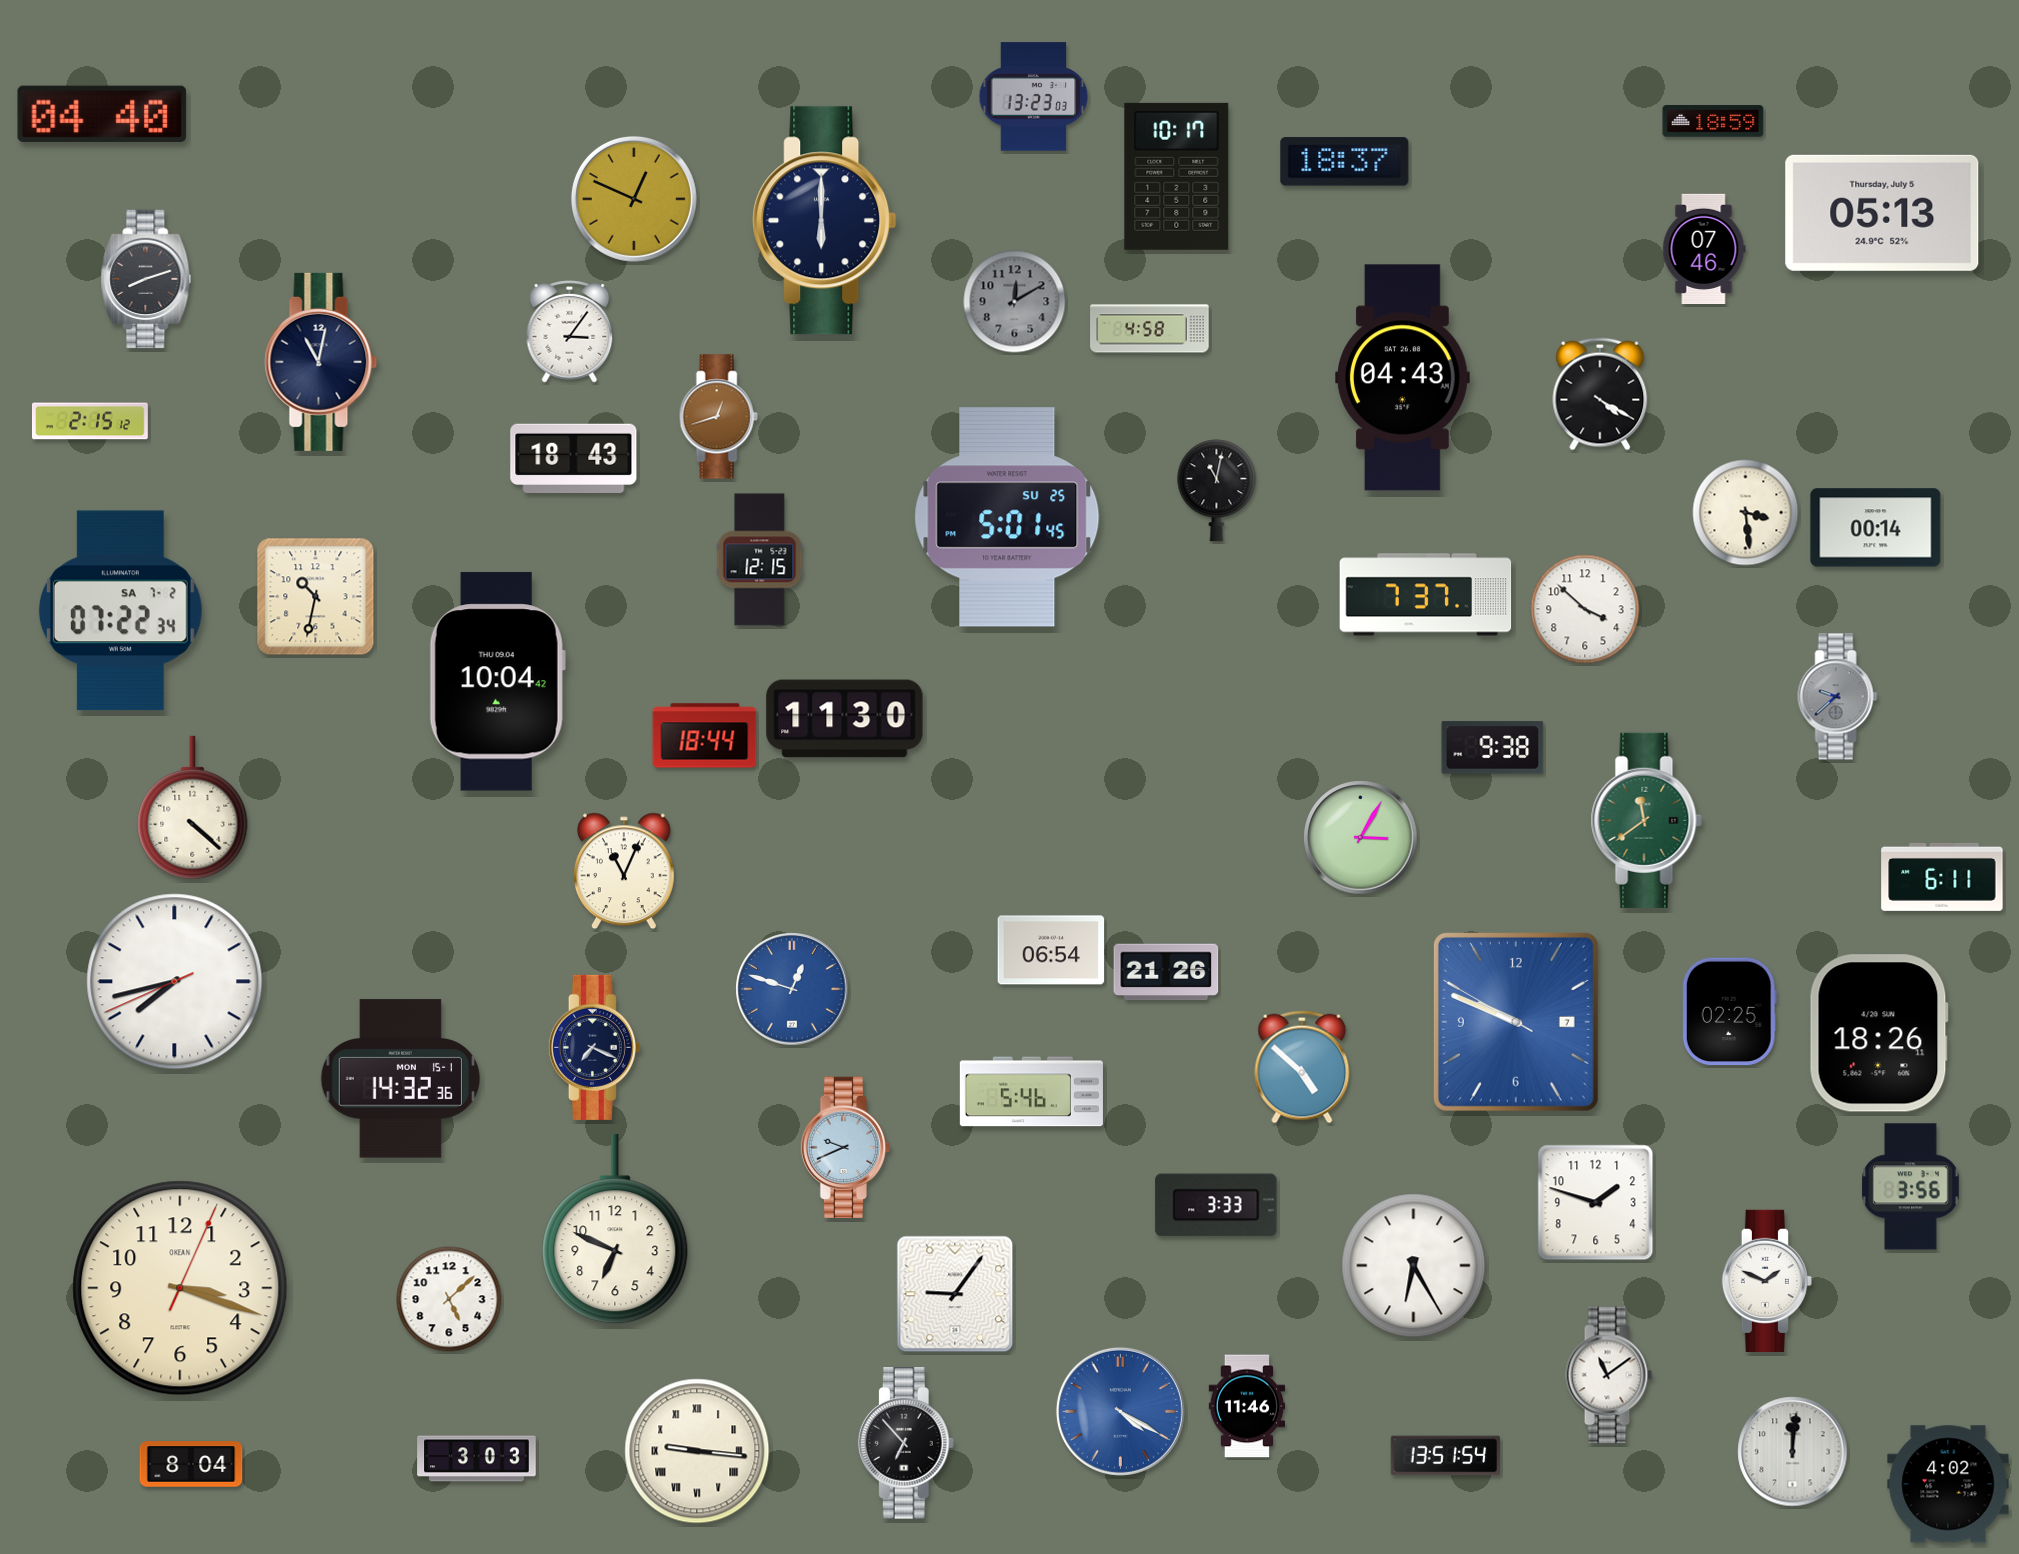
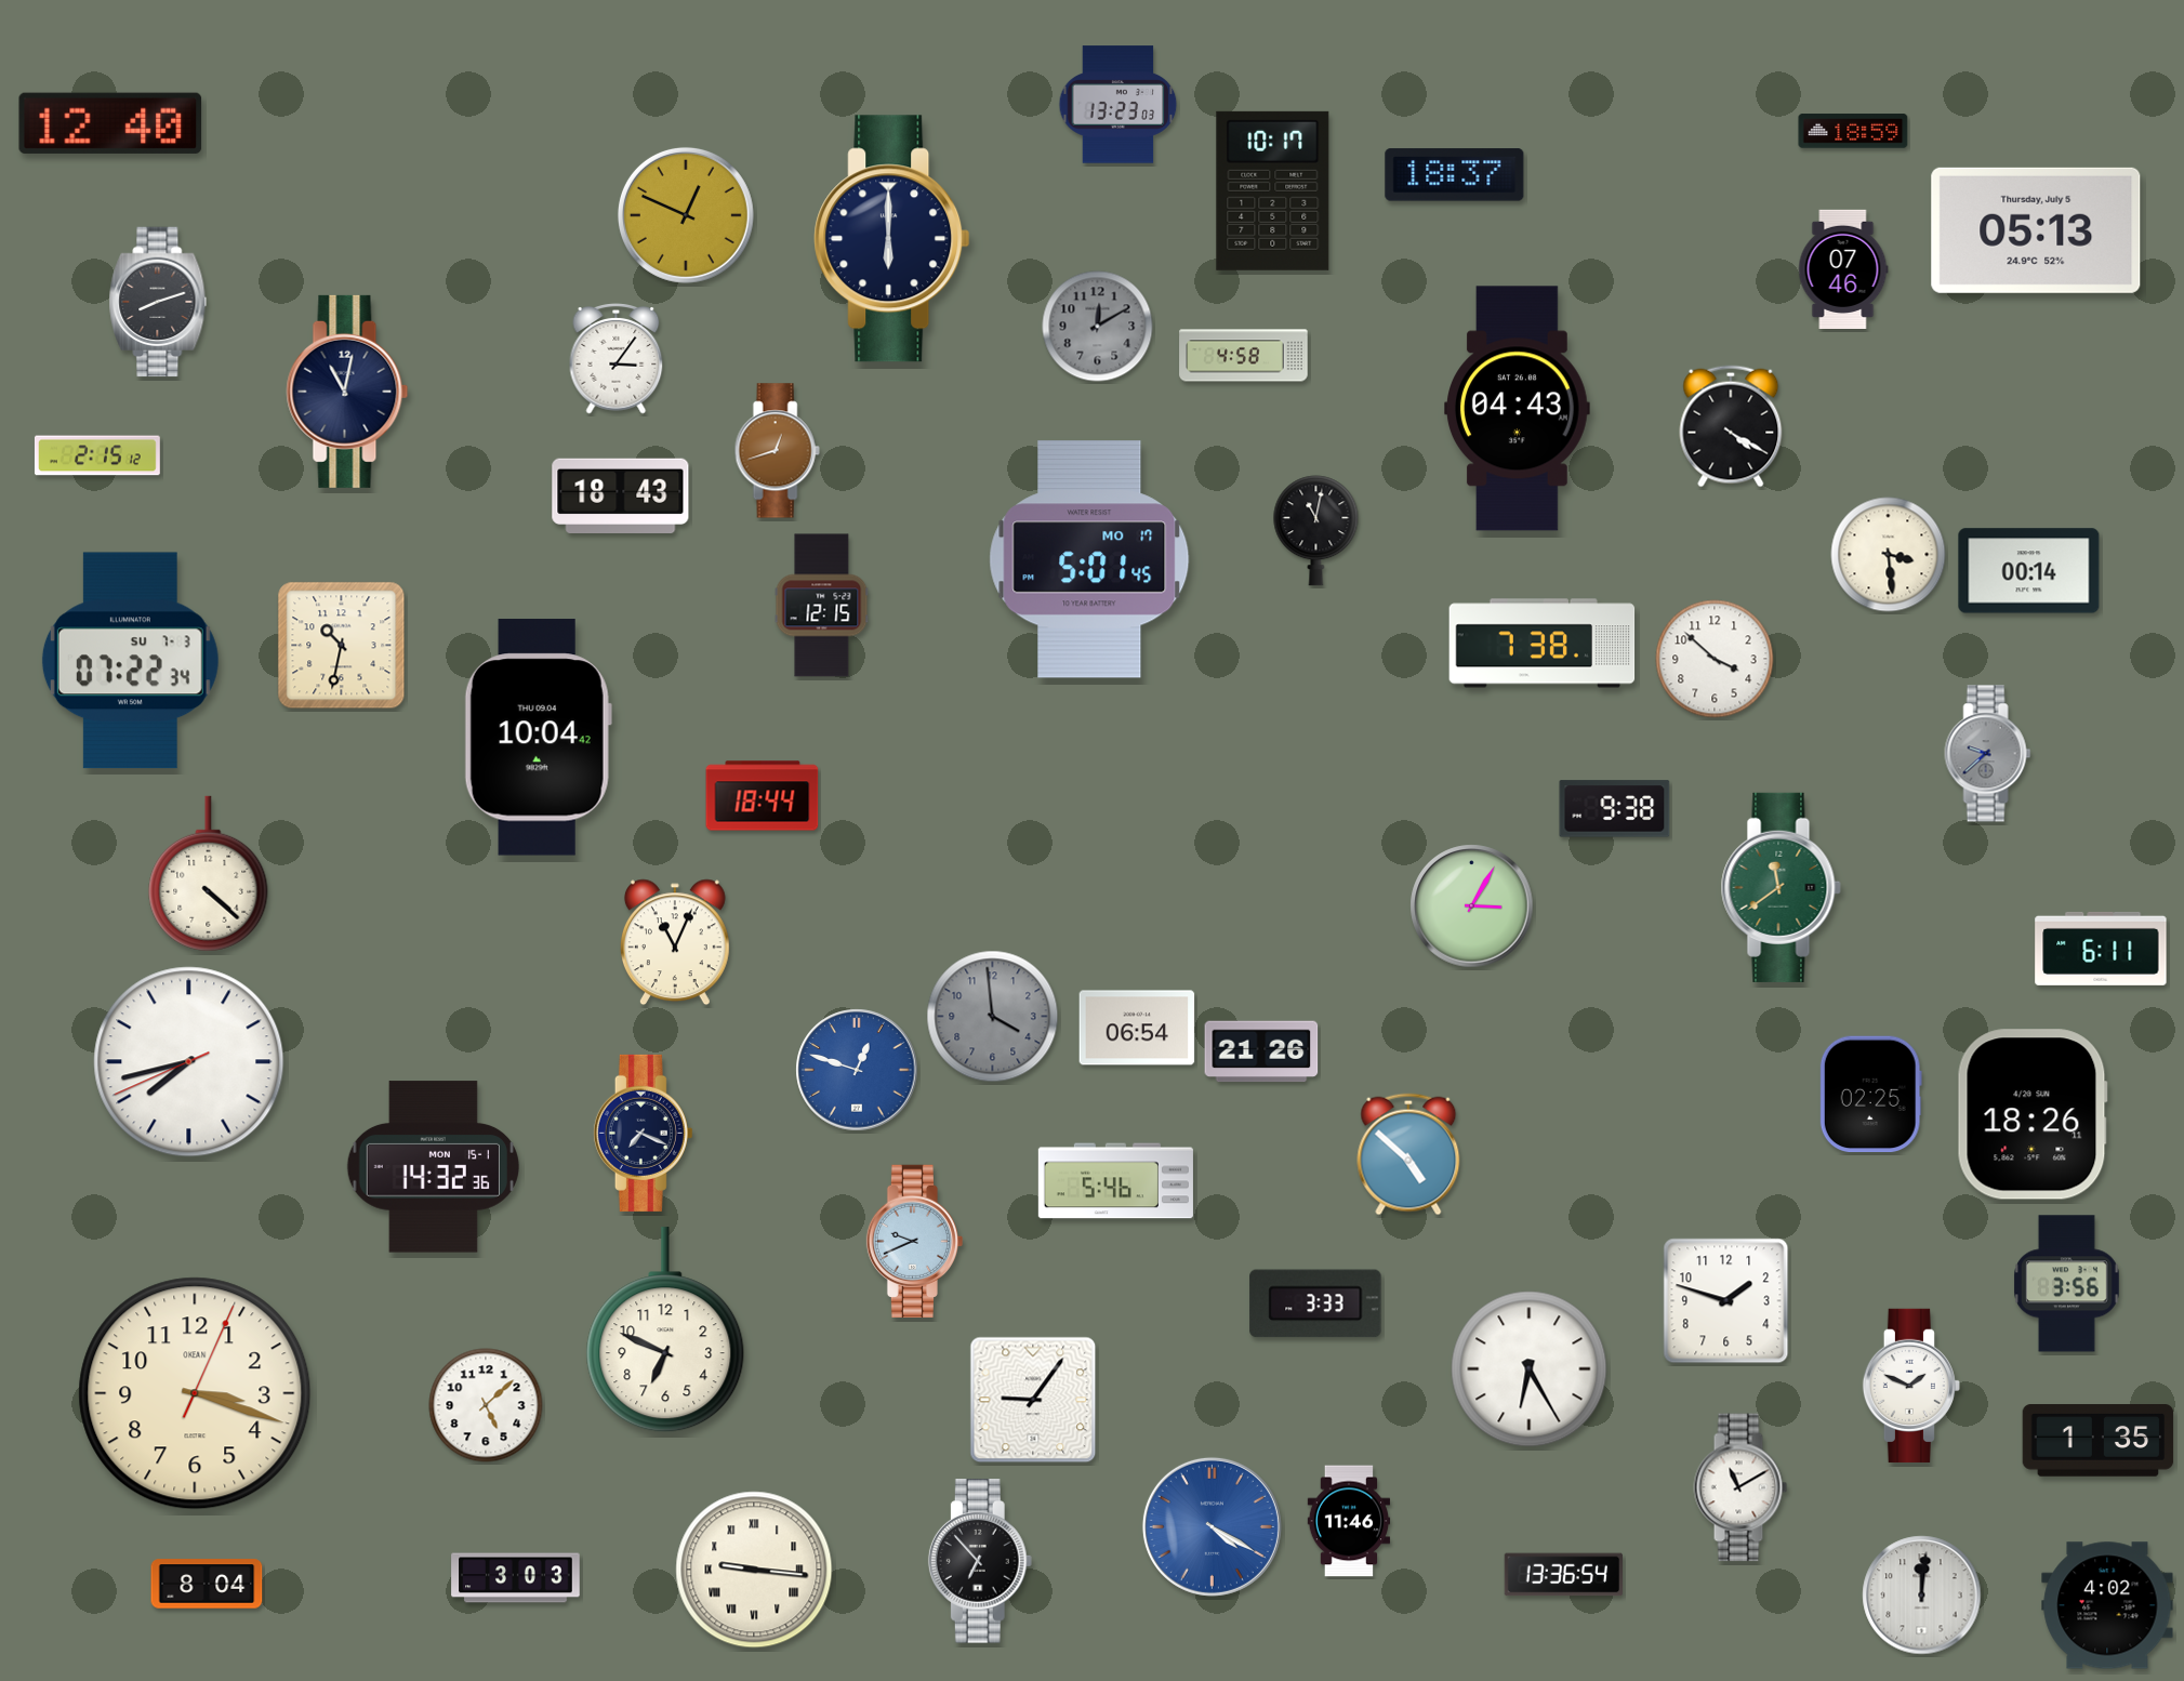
clock at (102, 114): 04:40 -> 12:40
clock at (1007, 517) date: SU 25 -> MO 17
clock at (1426, 595): 7:37 -> 7:38
clock at (120, 611) date: SA 7-2 -> SU 7-3
clock at (845, 719): 11:30 -> none
clock at (993, 1017): none -> 3:59
clock at (1516, 1022): 9:48 -> none
clock at (1879, 1033) position: (1879, 1033) -> (2033, 1114)
clock at (2099, 1441): none -> 1:35
clock at (1609, 1375): 11:09 -> 11:10
clock at (1793, 1452) position: (1793, 1452) -> (1922, 1596)
clock at (1445, 1456): 13:51 -> 13:36
